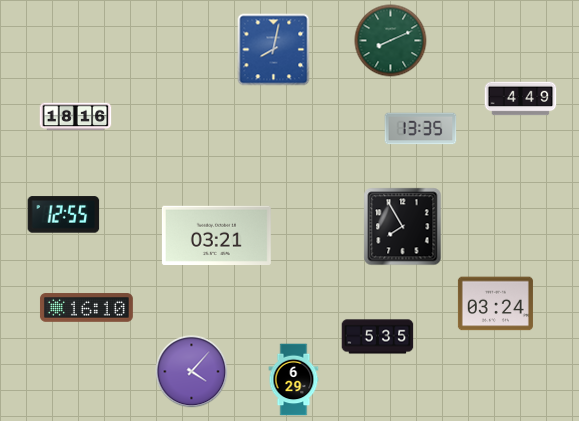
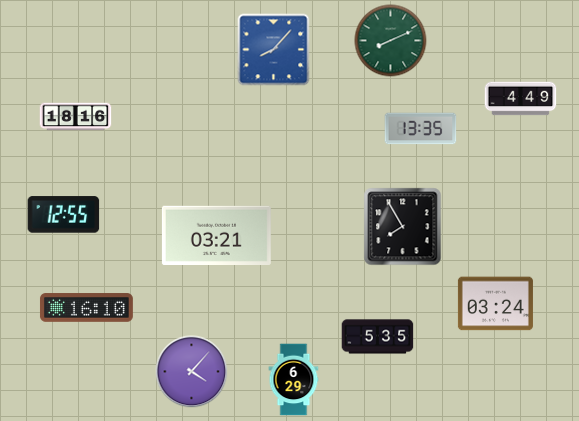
clock at (274, 50): 8:02 -> 8:07
